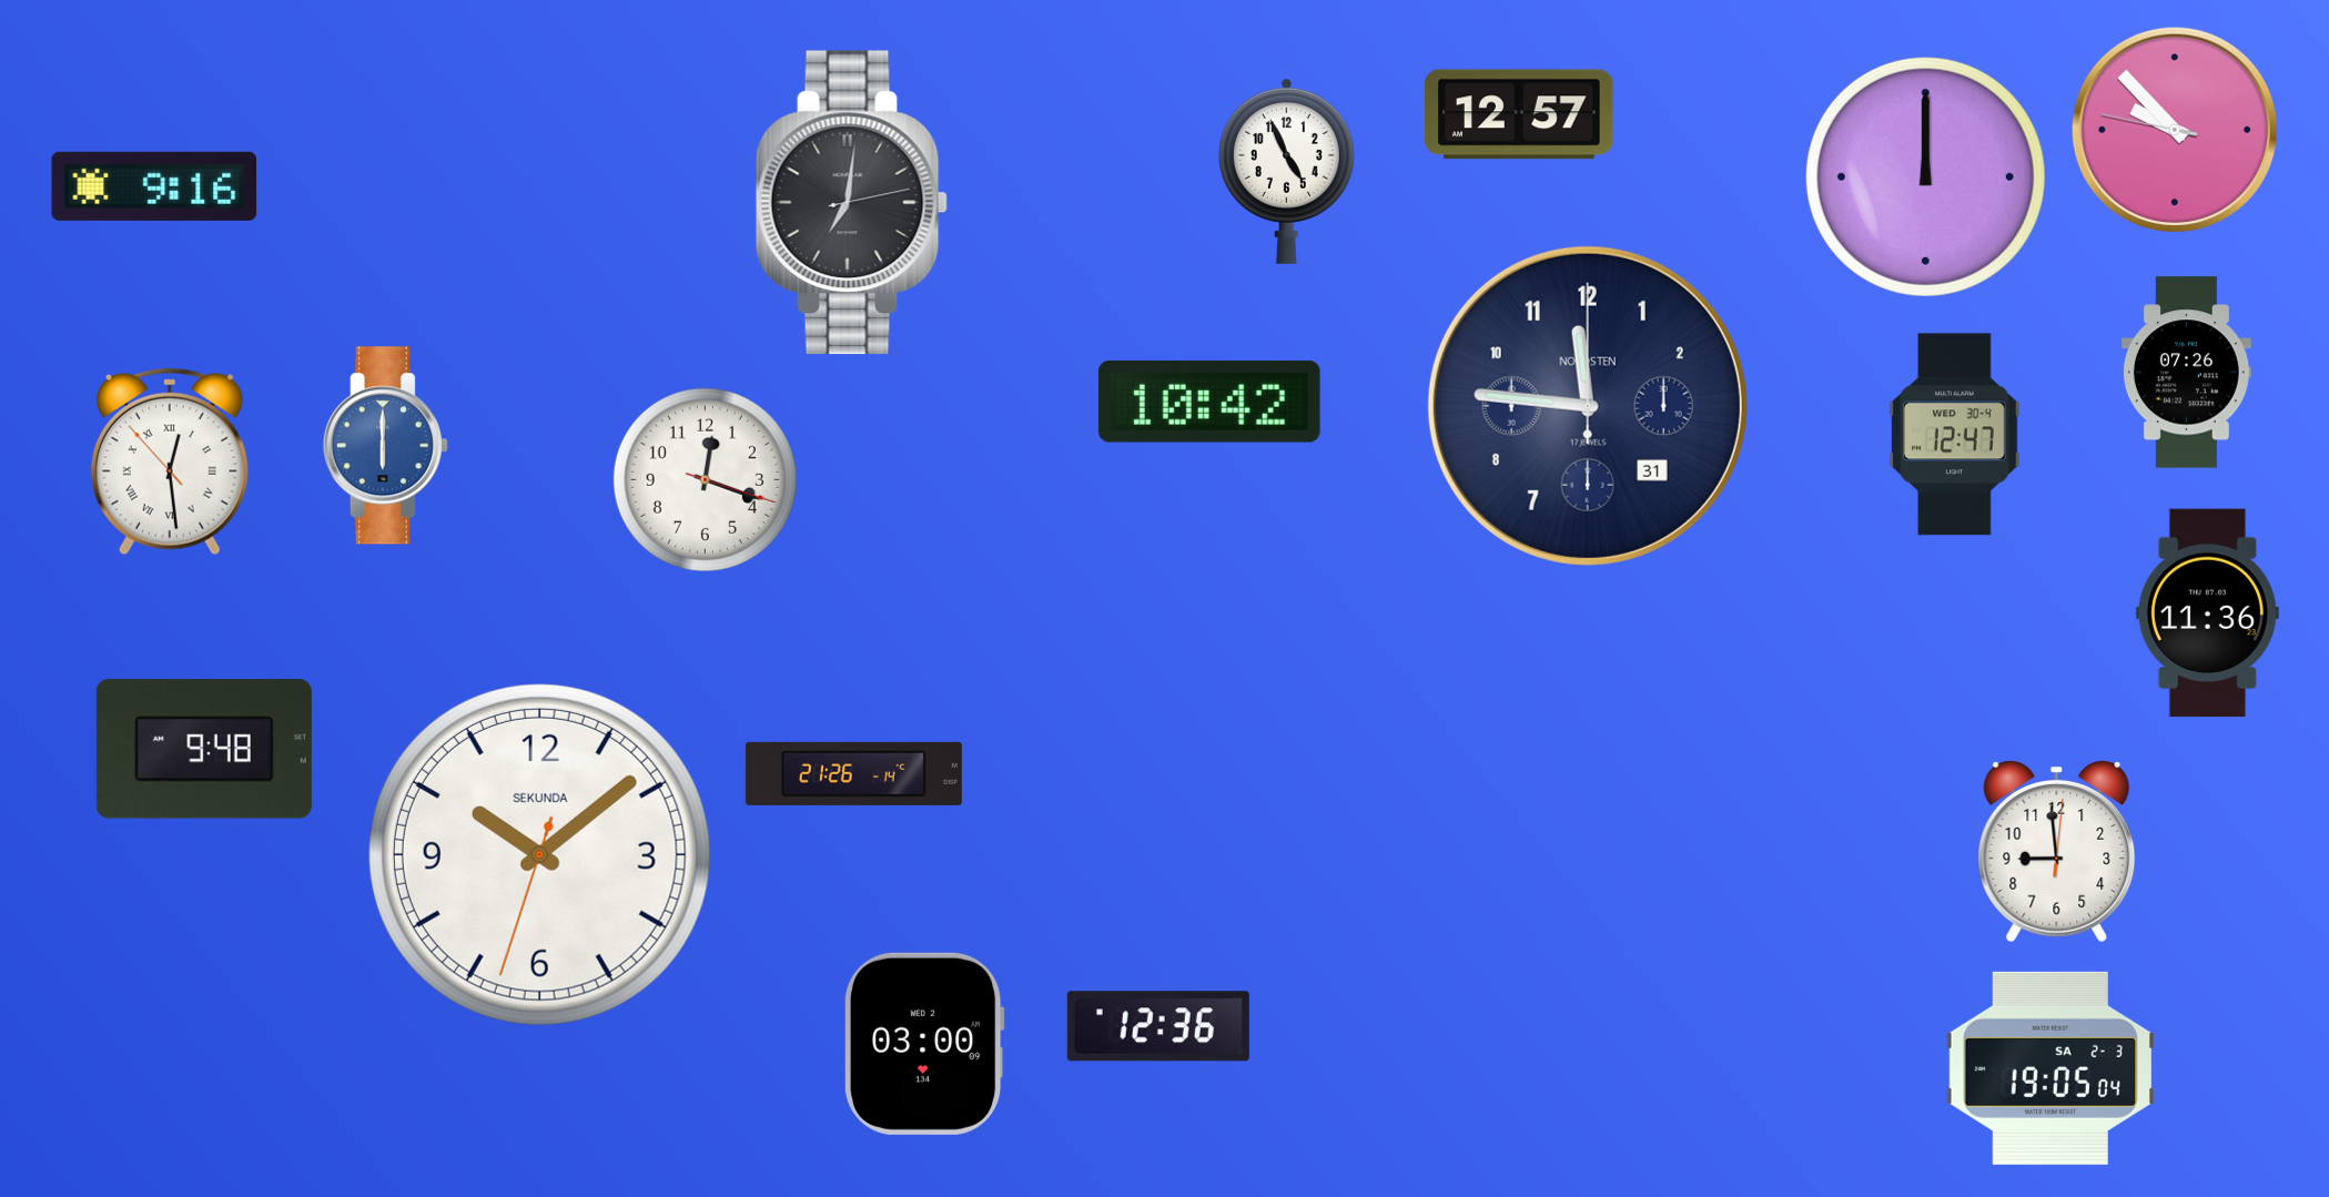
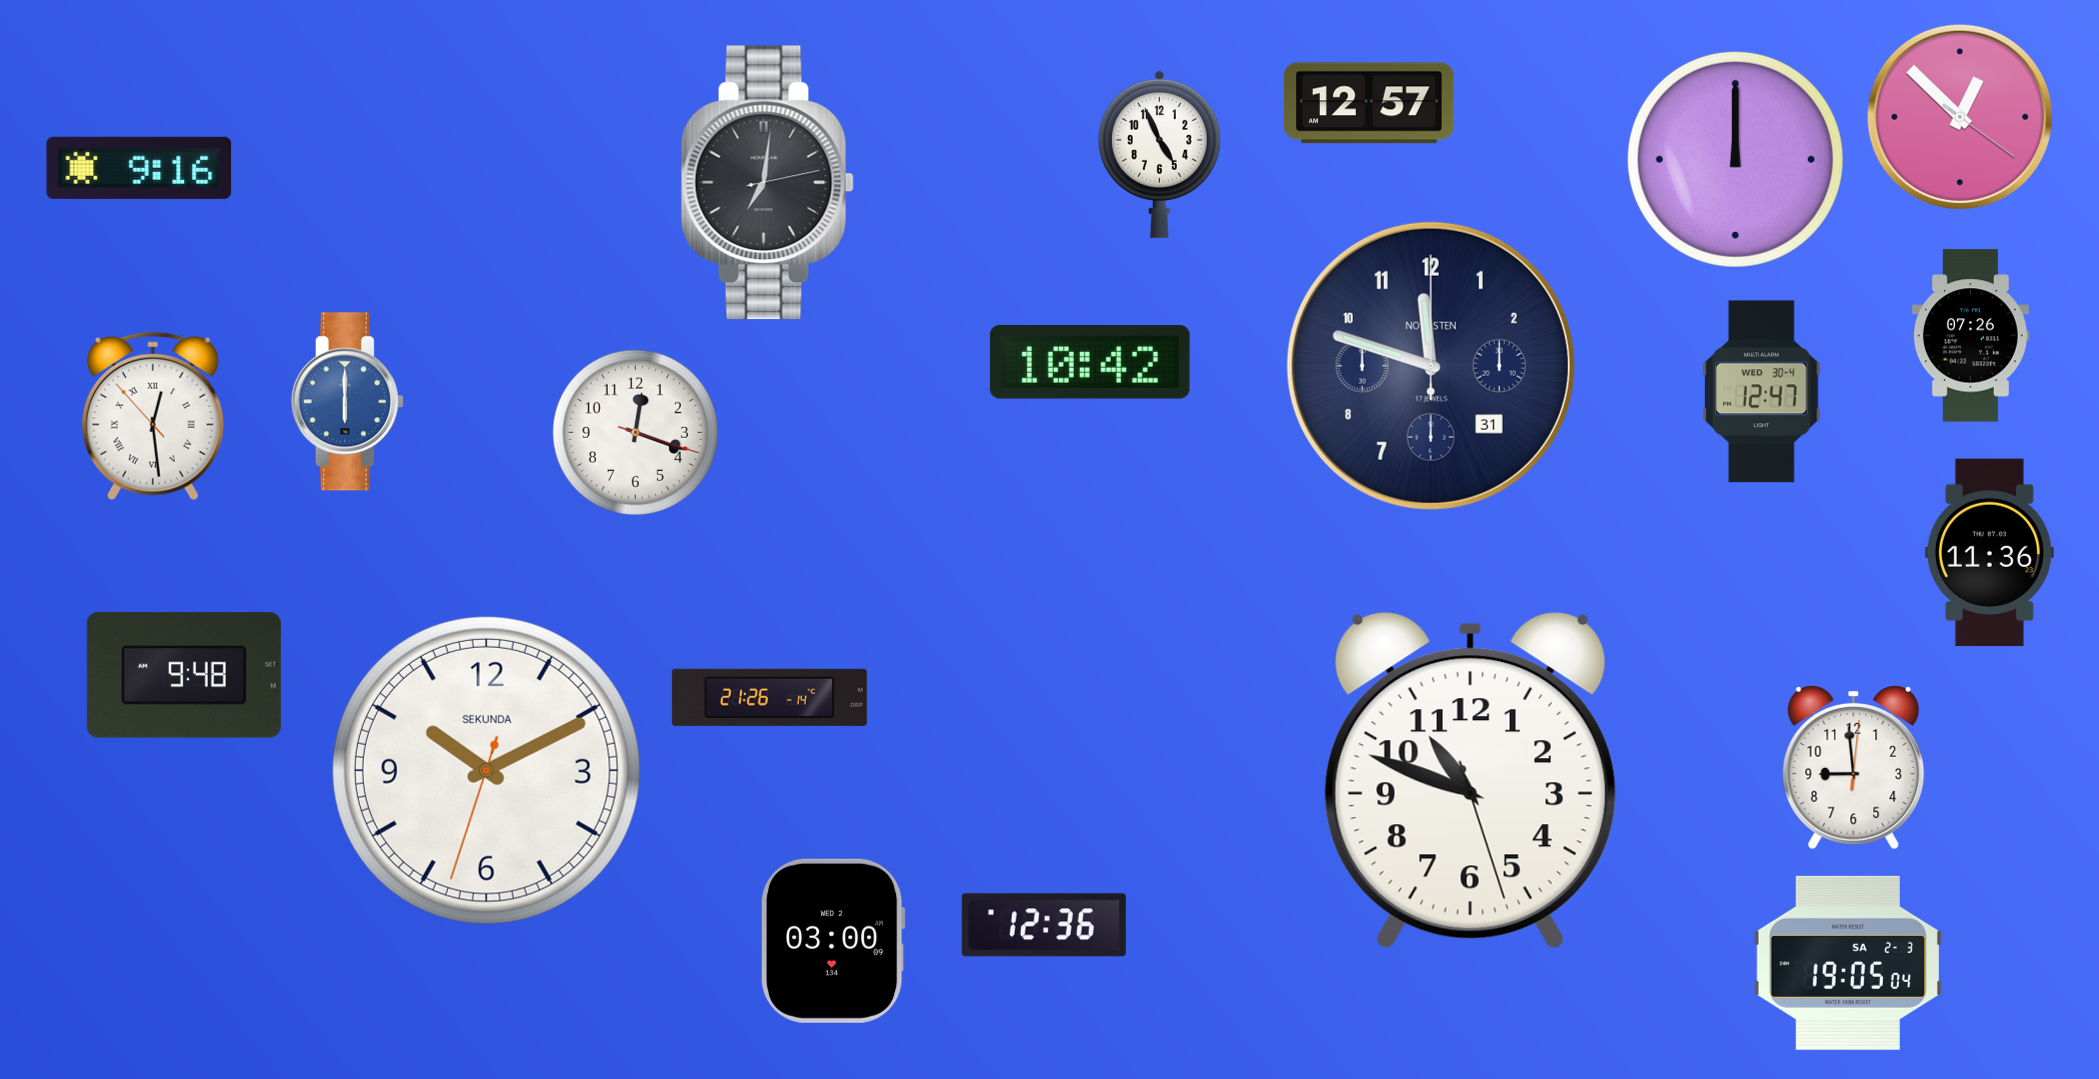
clock at (2175, 130): 9:52 -> 12:52
clock at (1588, 406): 11:46 -> 11:48
clock at (539, 854): 10:08 -> 10:10
clock at (1470, 781): none -> 10:48
